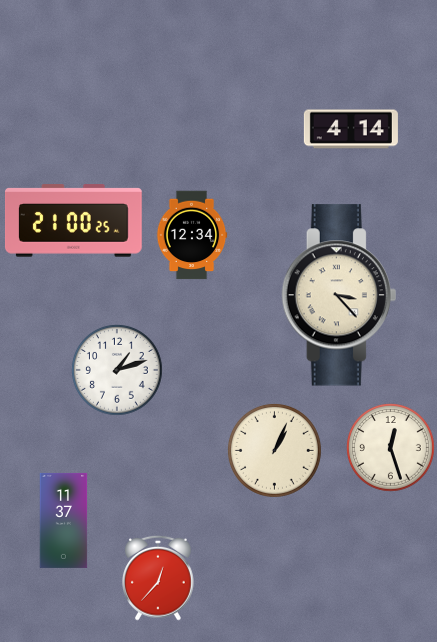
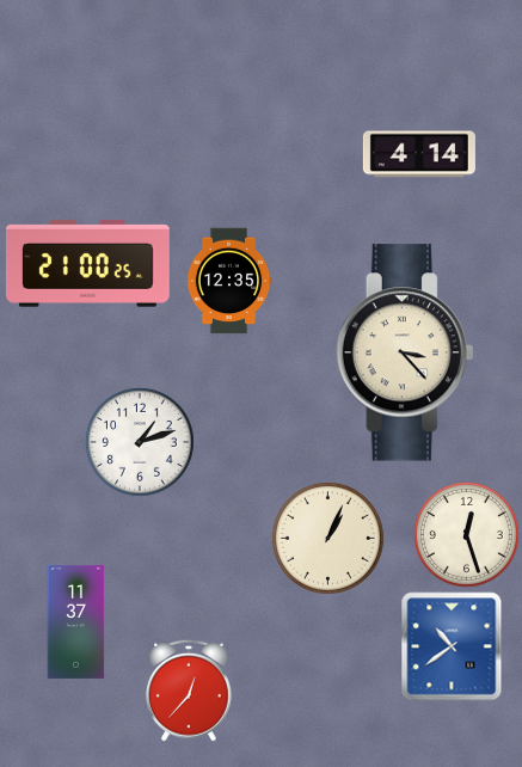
clock at (192, 235): 12:34 -> 12:35
clock at (452, 646): none -> 10:39
